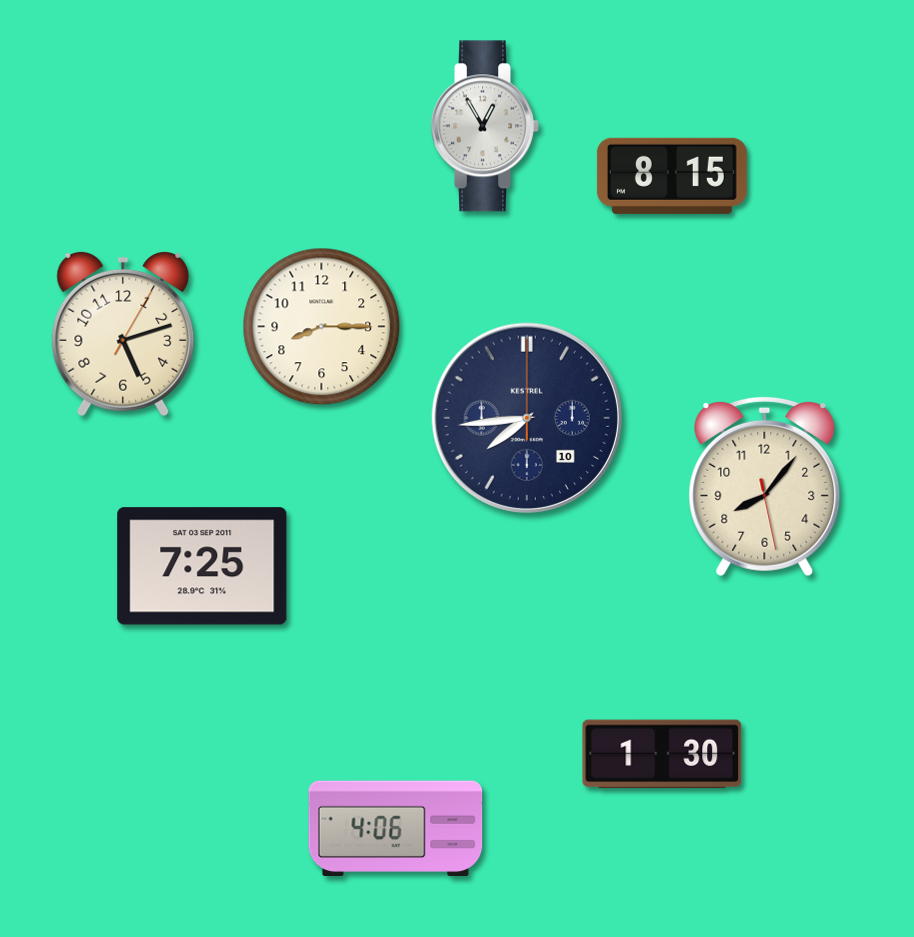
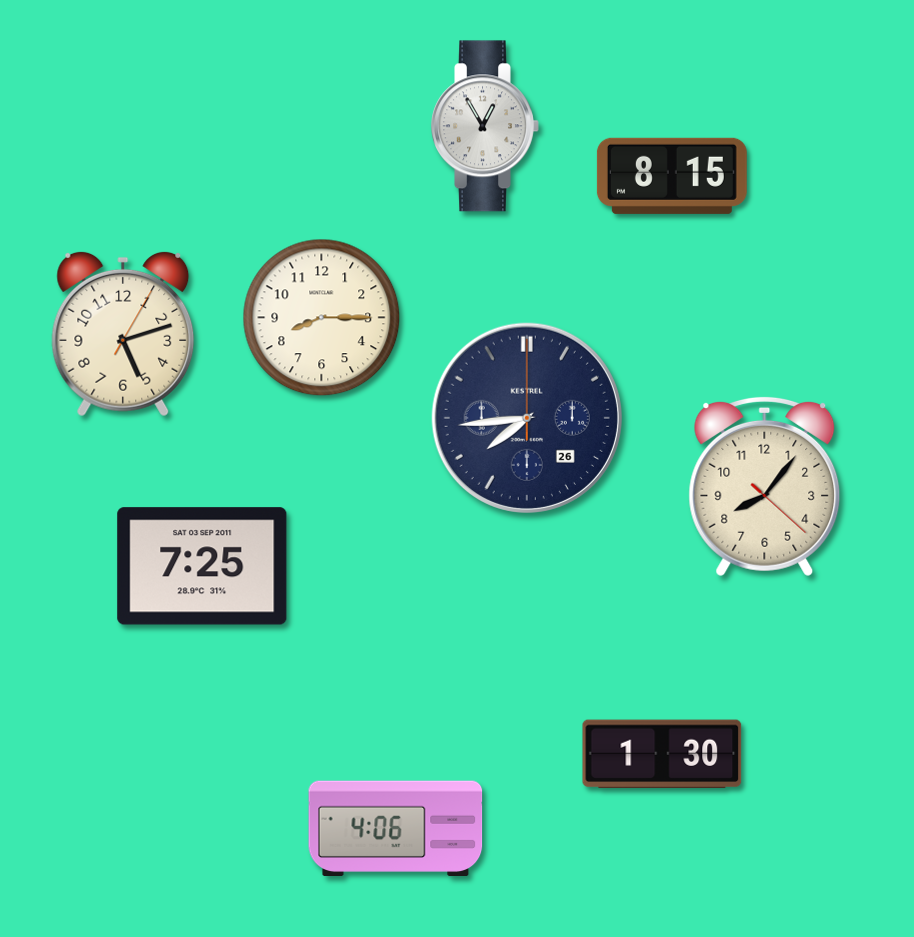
clock at (322, 327) position: (322, 327) -> (322, 318)
clock at (527, 418) date: 10 -> 26
clock at (765, 486): 8:06:28 -> 8:06:22
